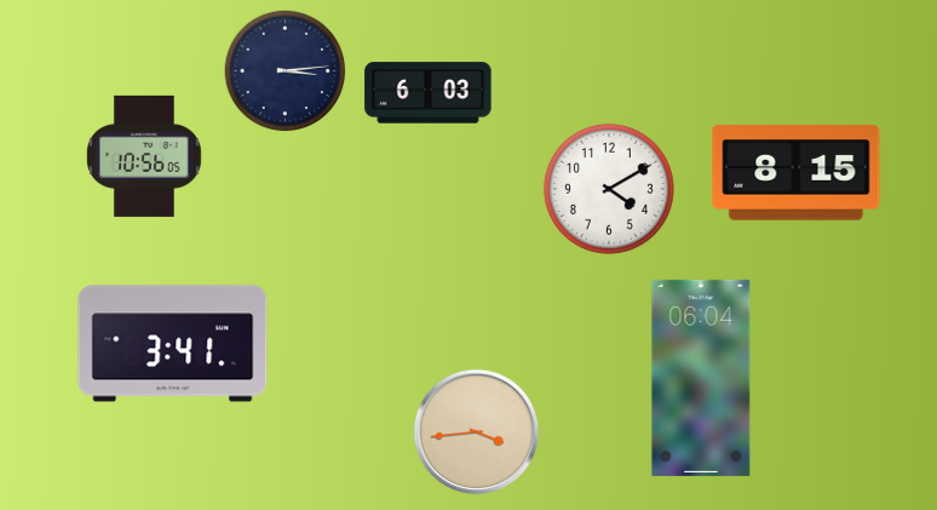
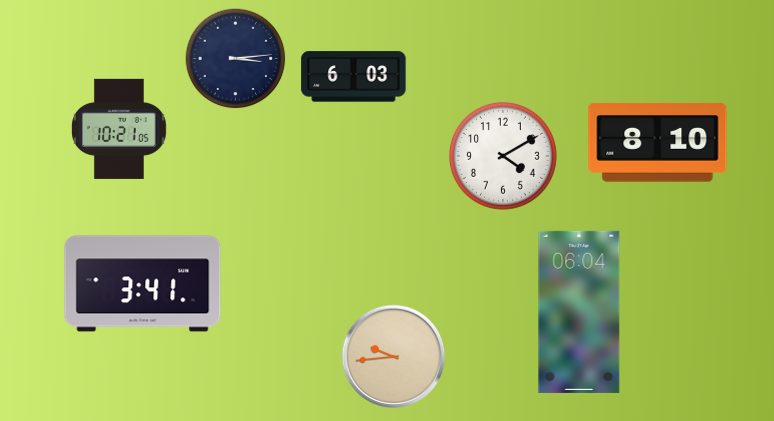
clock at (145, 156): 10:56 -> 10:21
clock at (797, 173): 8:15 -> 8:10
clock at (477, 432): 3:44 -> 9:44
